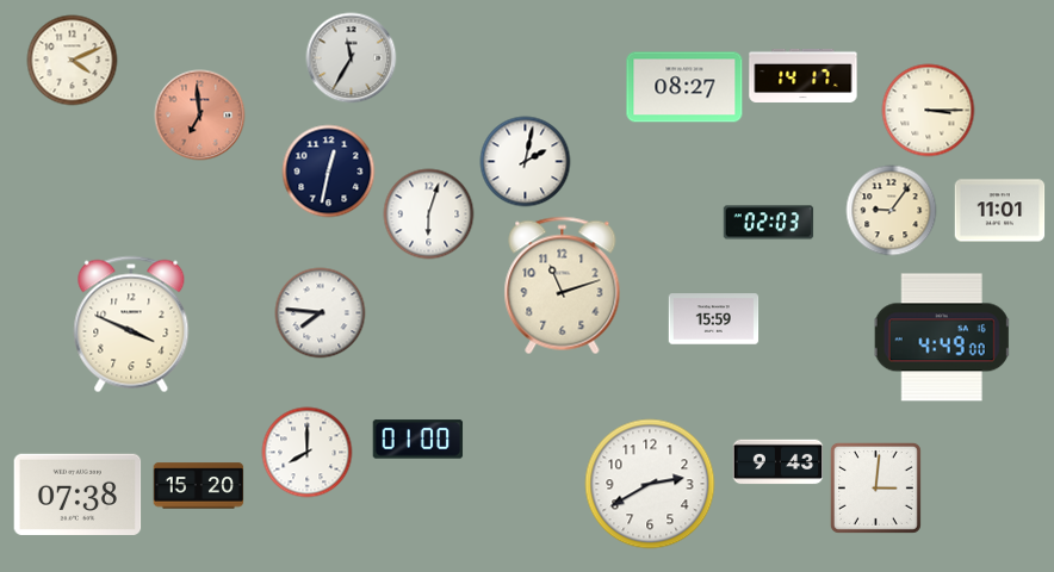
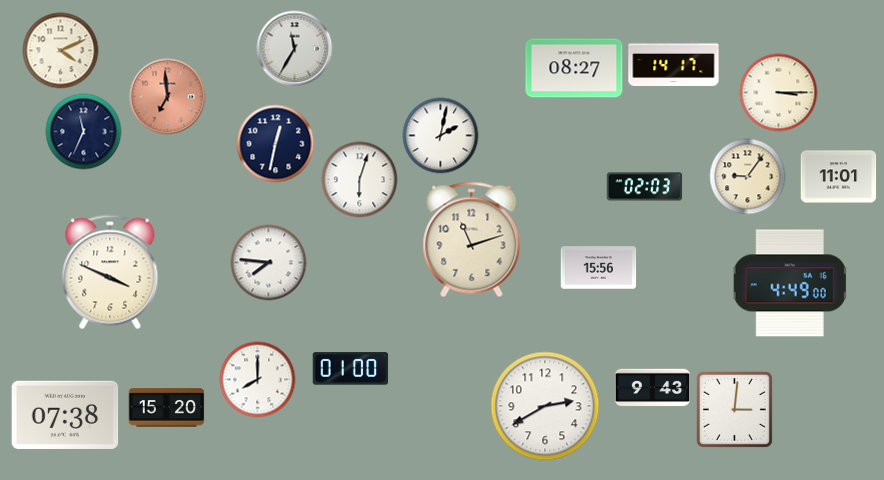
clock at (684, 87) position: (684, 87) -> (574, 68)
clock at (84, 132): none -> 11:34
clock at (714, 319): 15:59 -> 15:56
